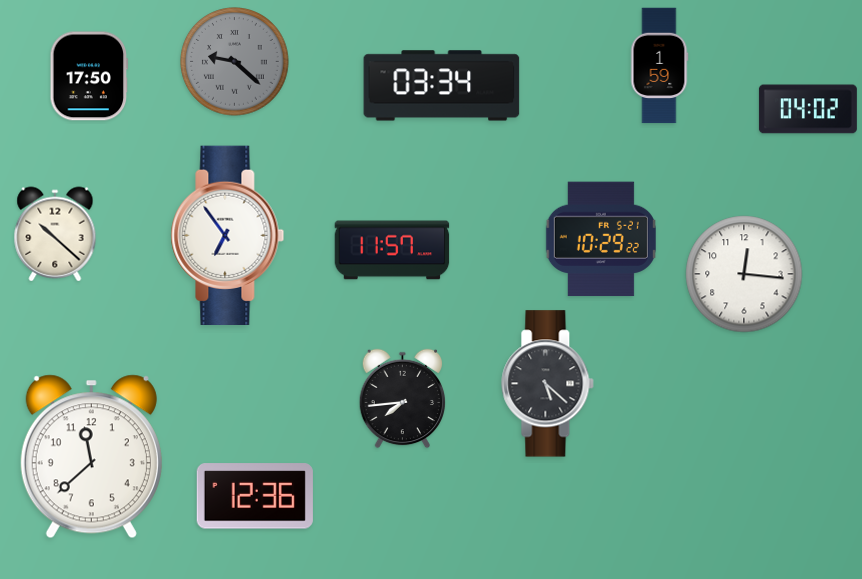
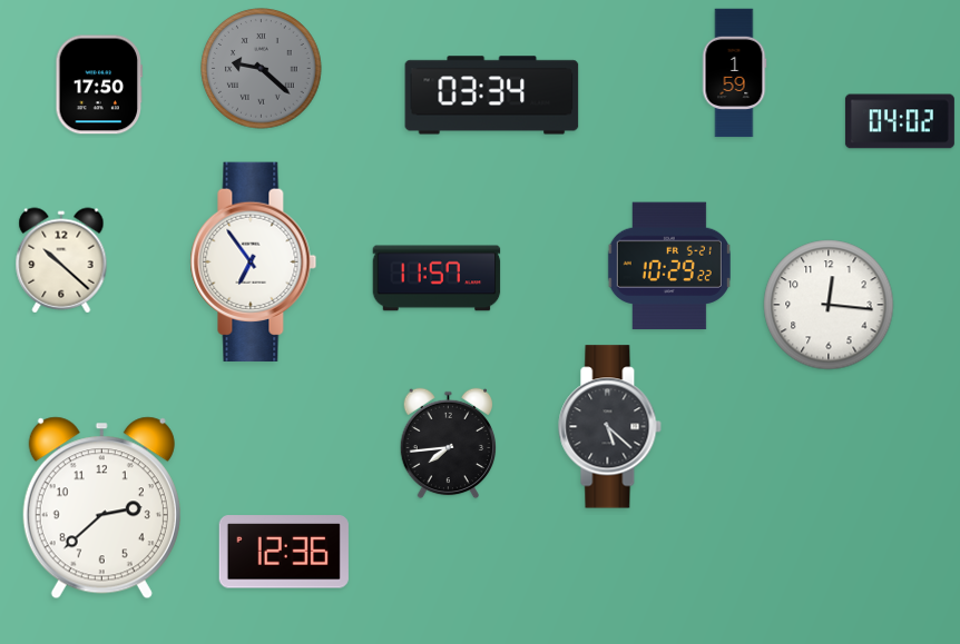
clock at (91, 457): 11:38 -> 2:38
